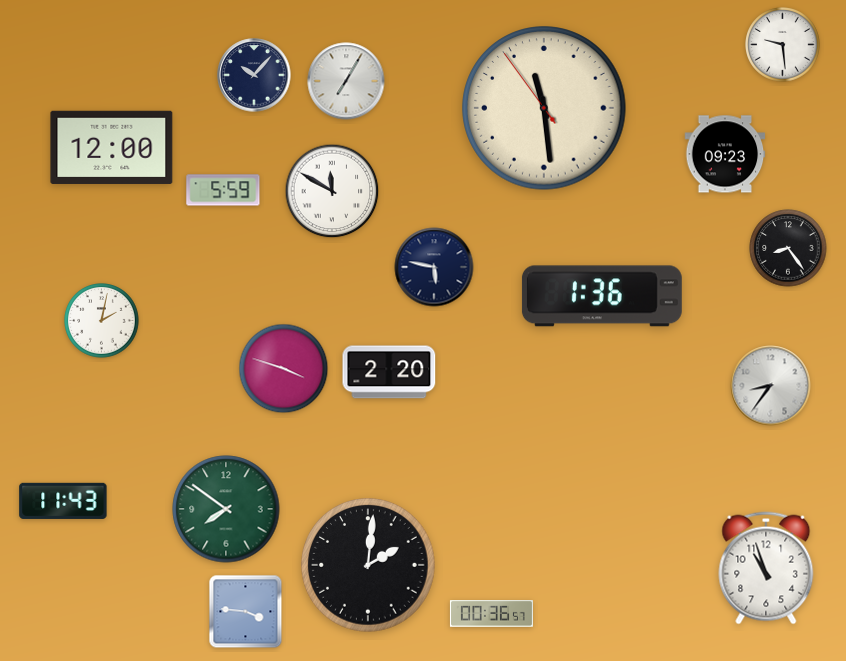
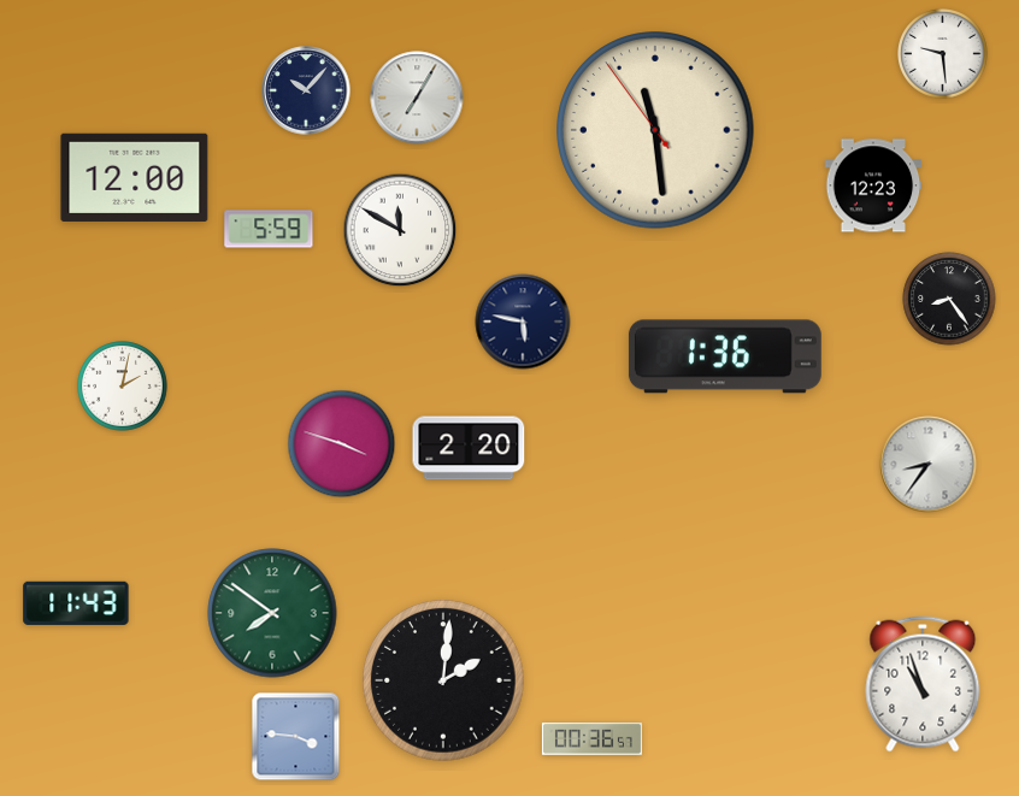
clock at (725, 154): 09:23 -> 12:23
